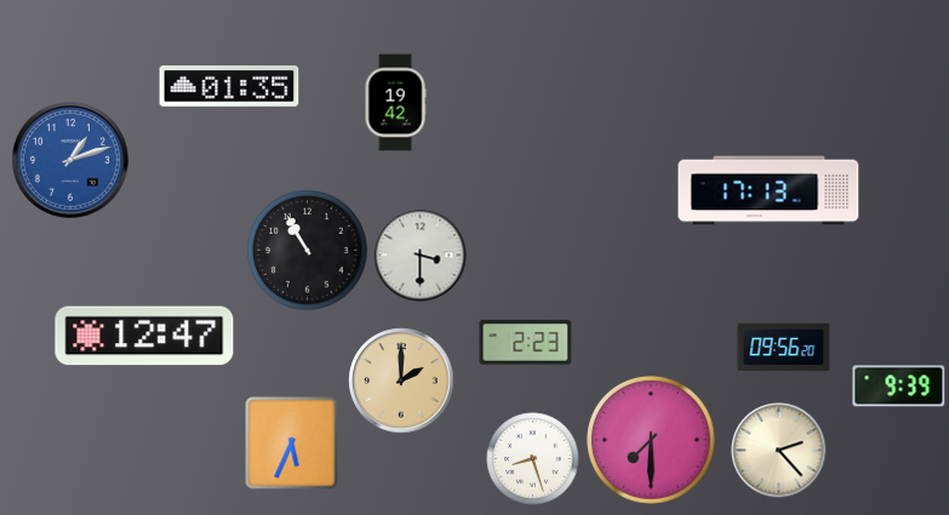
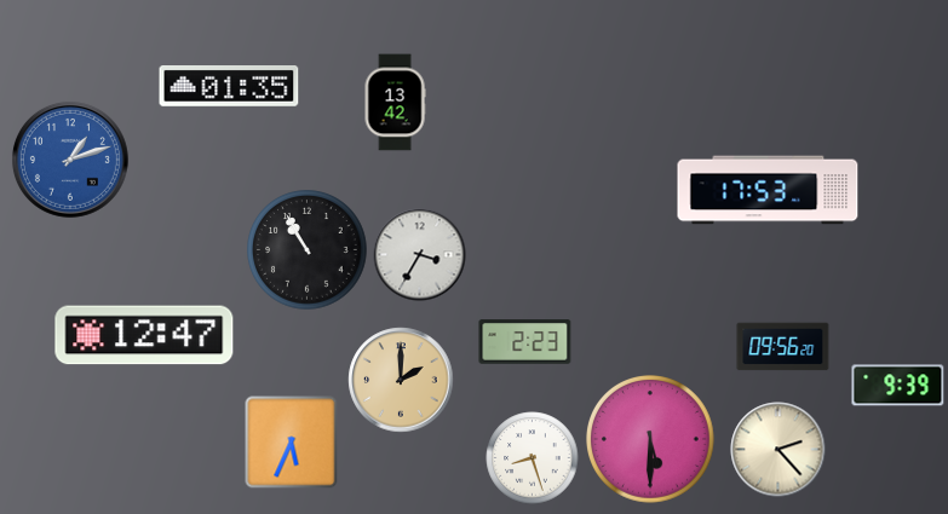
clock at (395, 103): 19:42 -> 13:42
clock at (768, 190): 17:13 -> 17:53
clock at (421, 256): 3:30 -> 3:35
clock at (652, 441): 7:30 -> 5:30
